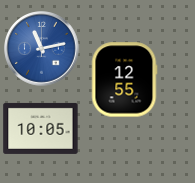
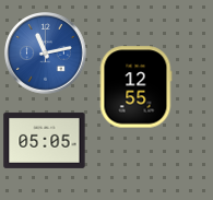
clock at (41, 128): 10:05 -> 05:05
